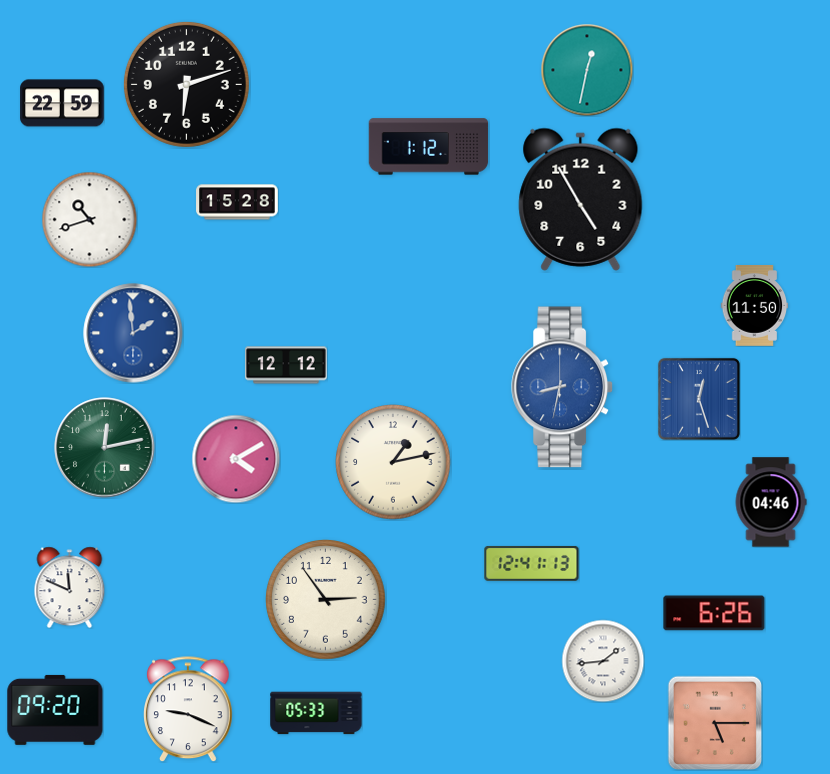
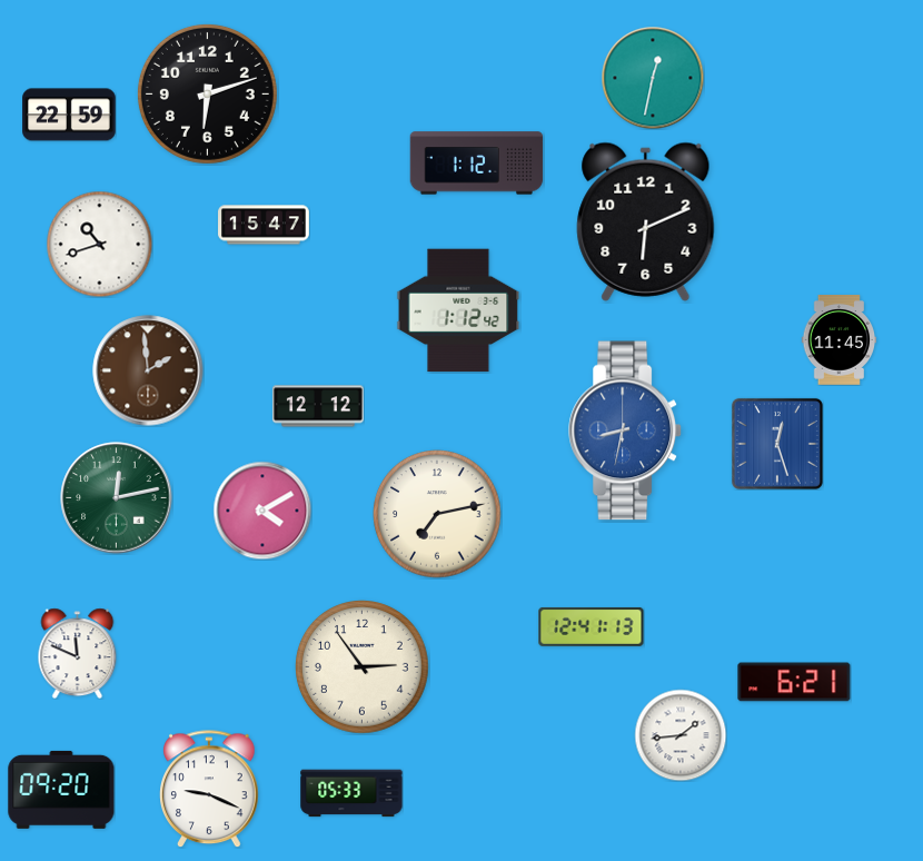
clock at (581, 199): 4:55 -> 6:11
clock at (237, 202): 15:28 -> 15:47
clock at (458, 310): none -> 1:12
clock at (755, 306): 11:50 -> 11:45
clock at (133, 333) dial: blue -> brown
clock at (393, 462): 1:13 -> 7:13
clock at (771, 502): 04:46 -> none
clock at (714, 613): 6:26 -> 6:21
clock at (603, 661) position: (603, 661) -> (681, 735)
clock at (715, 723): 5:15 -> none
